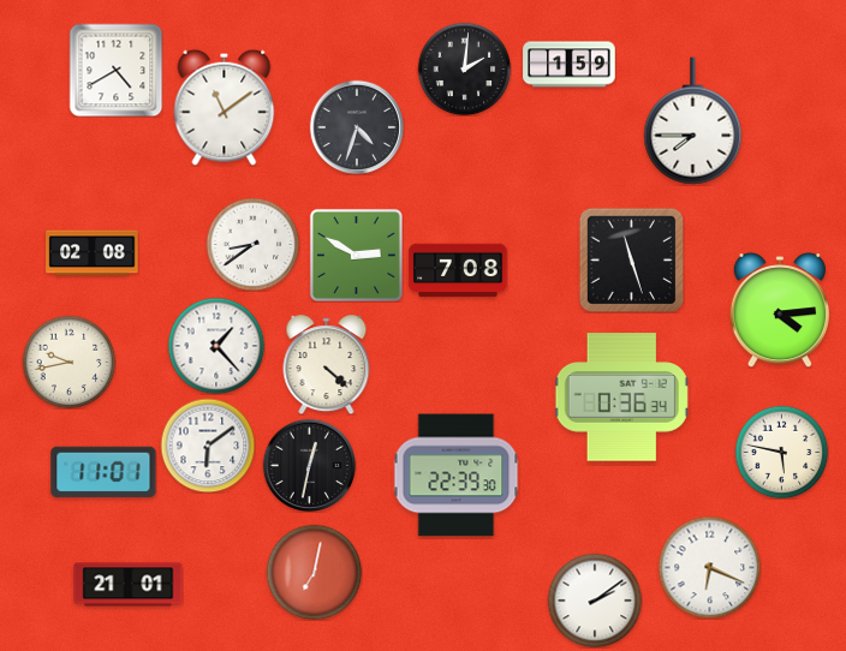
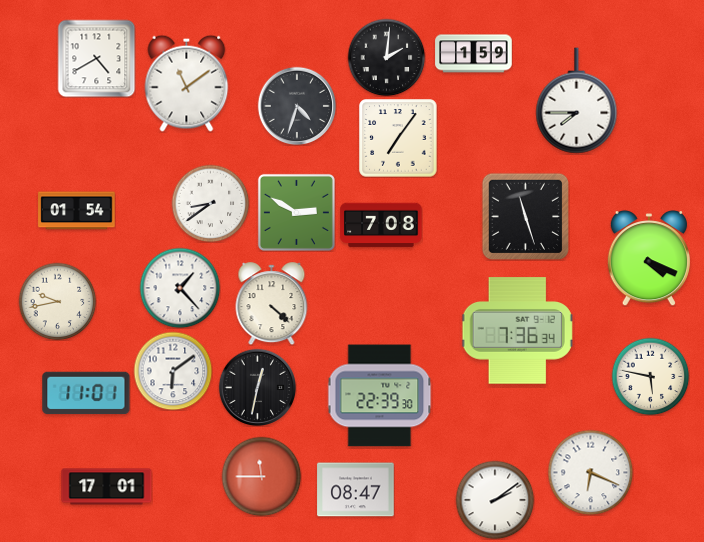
clock at (225, 107) position: (225, 107) -> (187, 83)
clock at (398, 138): none -> 7:06
clock at (93, 253): 02:08 -> 01:54
clock at (780, 311): 4:14 -> 4:19
clock at (622, 398): 0:36 -> 7:36
clock at (314, 572): 7:02 -> 11:45
clock at (129, 585): 21:01 -> 17:01
clock at (356, 490): none -> 08:47
